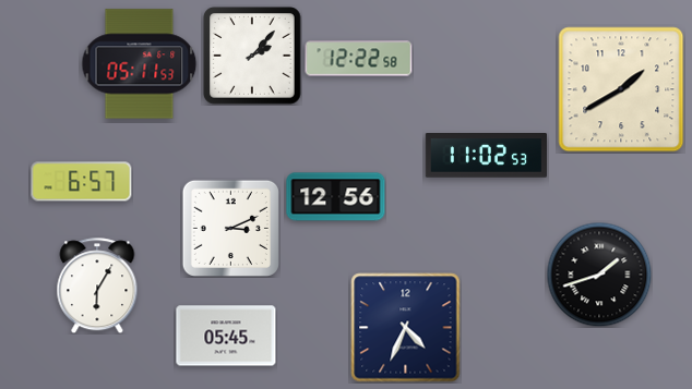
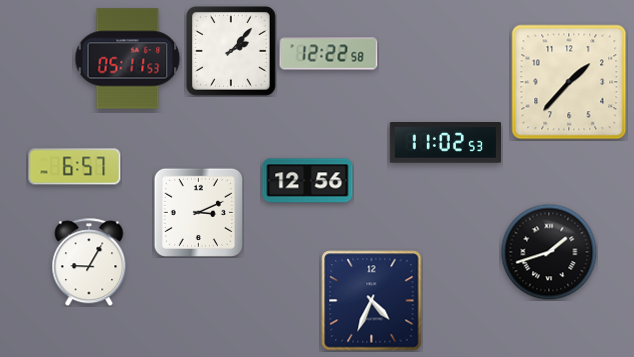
clock at (621, 89): 1:40 -> 1:37
clock at (230, 228) position: (230, 228) -> (198, 212)
clock at (97, 285): 6:05 -> 9:05
clock at (226, 336): 05:45 -> none
